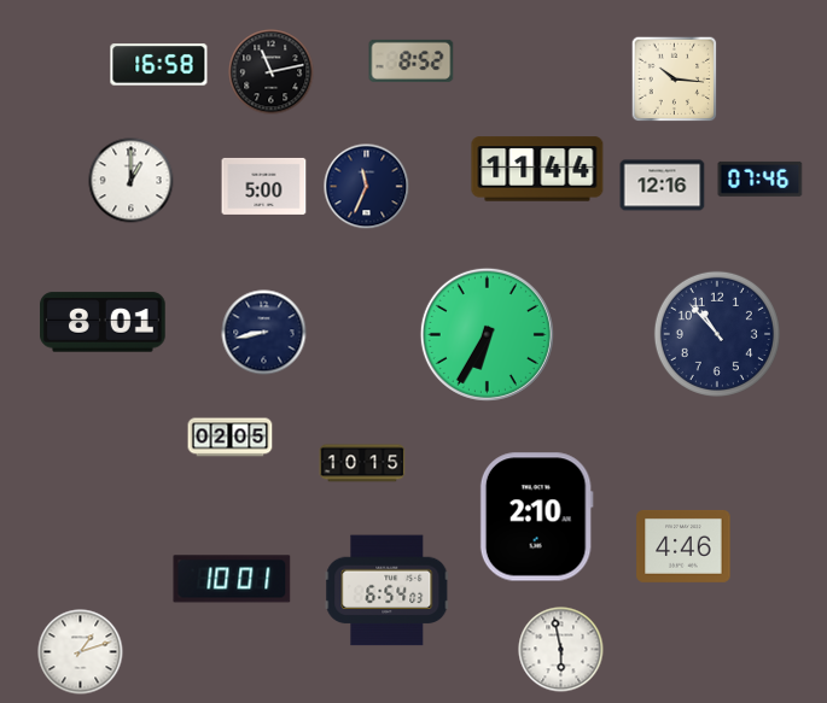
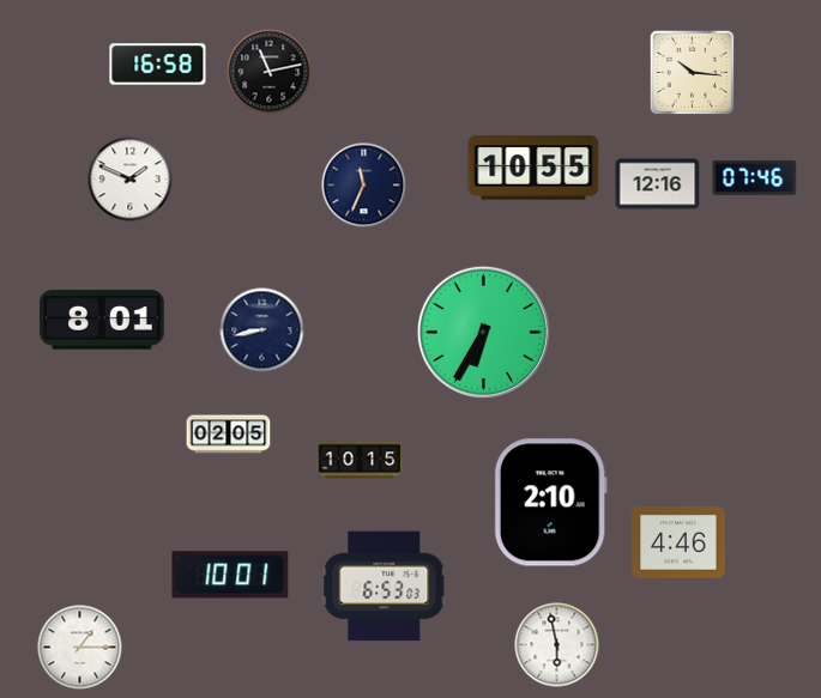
clock at (412, 60): 8:52 -> none
clock at (675, 80) position: (675, 80) -> (693, 73)
clock at (537, 169): 11:44 -> 10:55
clock at (132, 181): 1:00 -> 1:49
clock at (264, 186): 5:00 -> none
clock at (717, 334): 10:53 -> none
clock at (536, 517) position: (536, 517) -> (550, 503)
clock at (388, 591): 6:54 -> 6:53
clock at (81, 652): 1:12 -> 1:15
